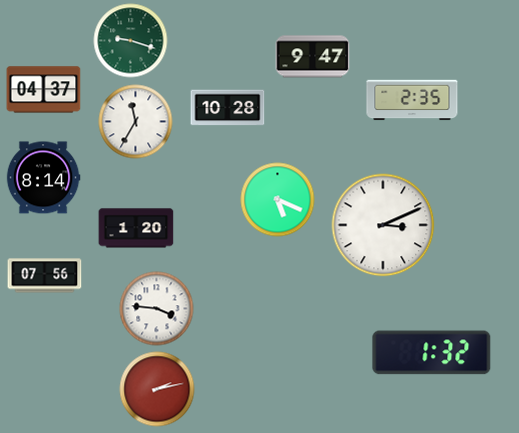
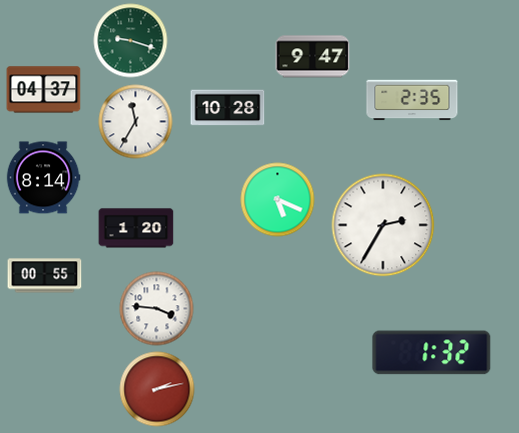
clock at (383, 225): 3:11 -> 2:35
clock at (45, 276): 07:56 -> 00:55
